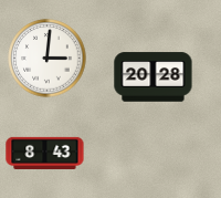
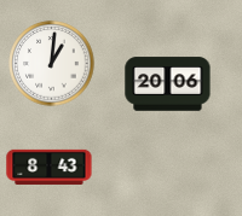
clock at (48, 59): 3:01 -> 1:01
clock at (154, 77): 20:28 -> 20:06
